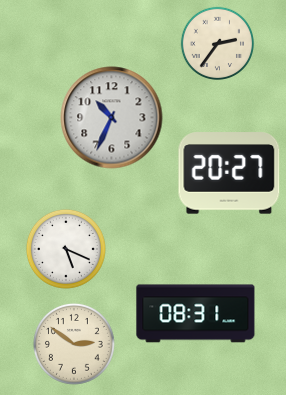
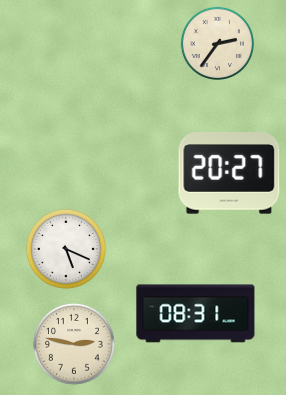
clock at (112, 118): 10:34 -> none
clock at (74, 344): 2:51 -> 2:47
